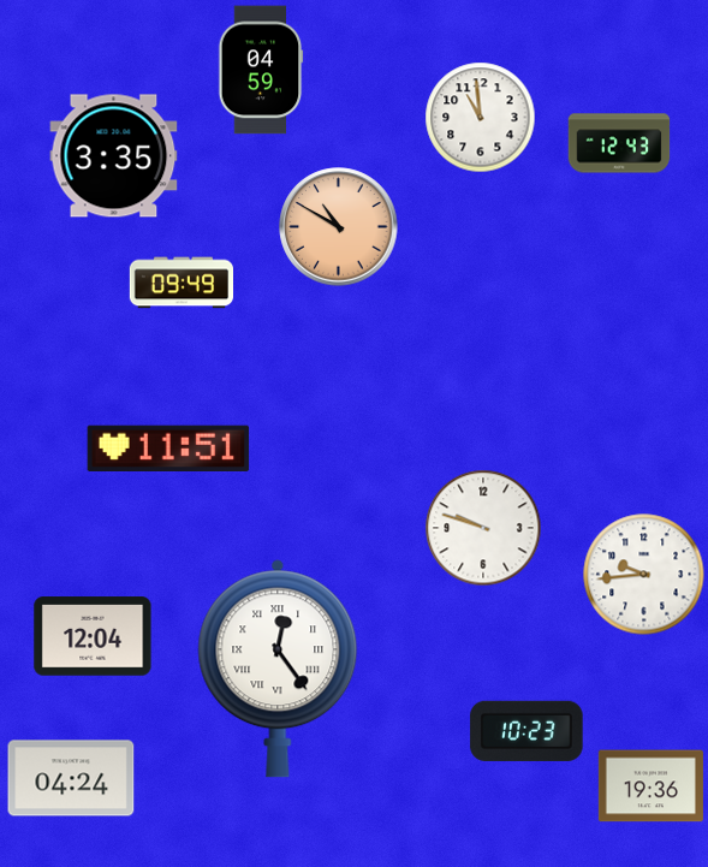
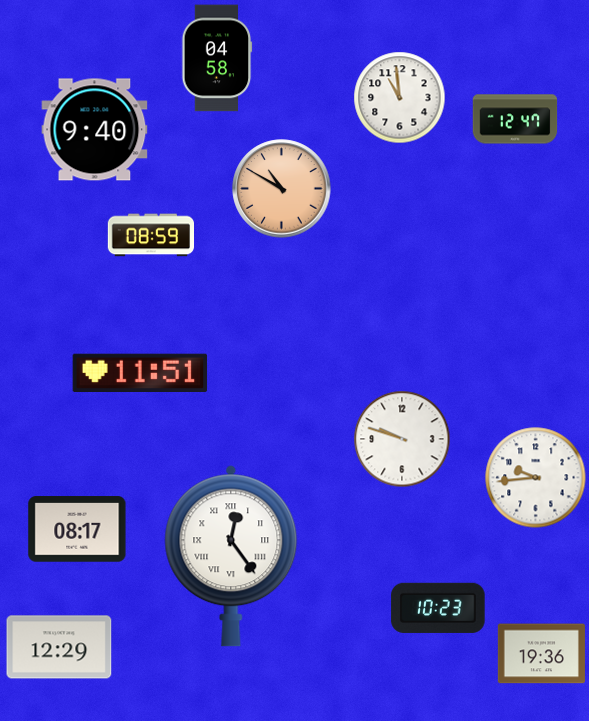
clock at (261, 70): 04:59 -> 04:58
clock at (619, 143): 12:43 -> 12:47
clock at (114, 156): 3:35 -> 9:40
clock at (180, 283): 09:49 -> 08:59
clock at (93, 636): 12:04 -> 08:17
clock at (71, 778): 04:24 -> 12:29
